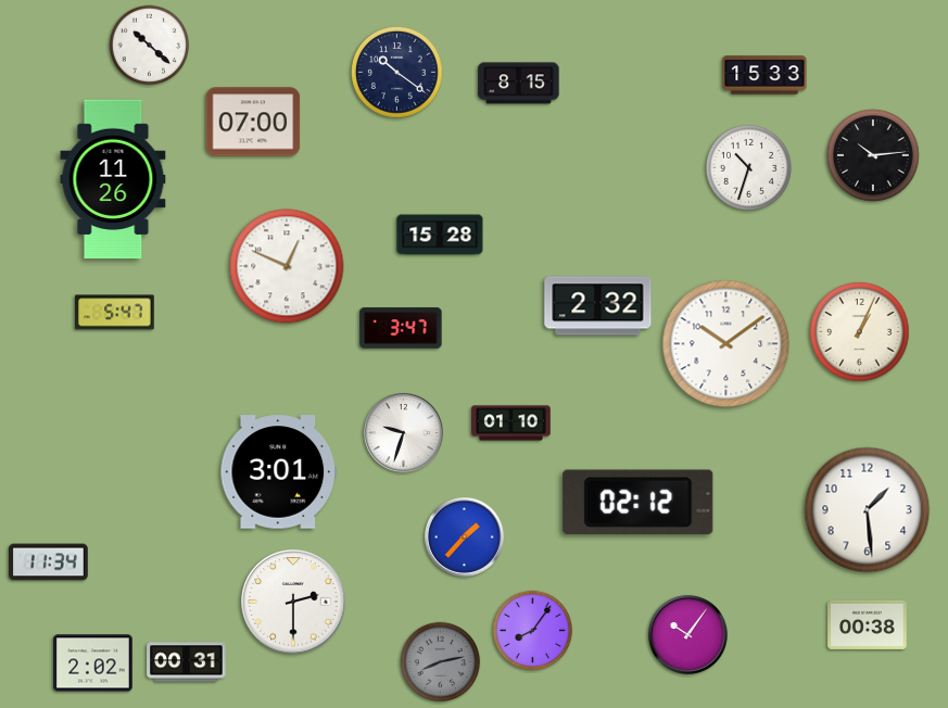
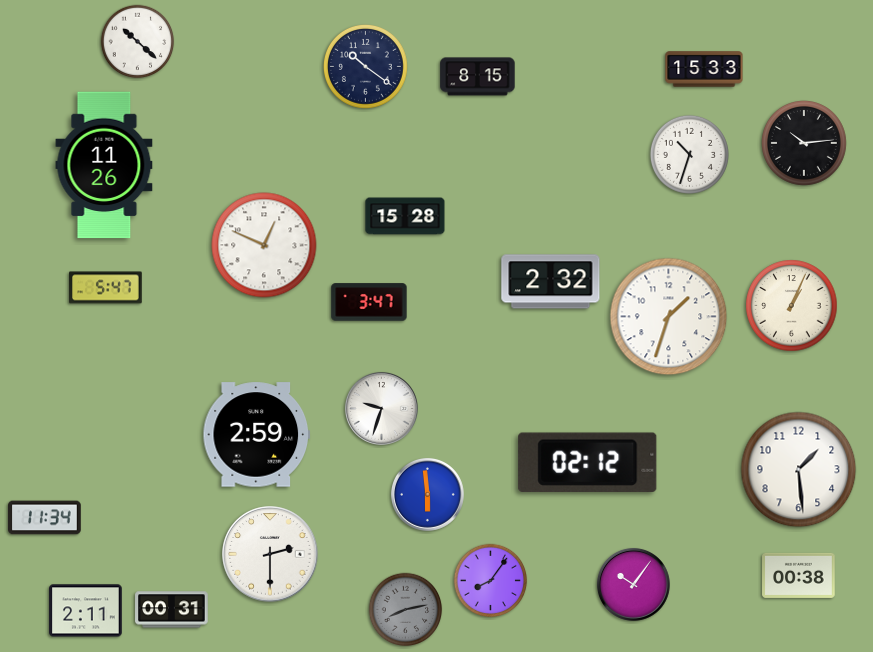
clock at (253, 122): 07:00 -> none
clock at (726, 344): 10:09 -> 1:33
clock at (511, 423): 01:10 -> none
clock at (403, 432) position: (403, 432) -> (381, 408)
clock at (278, 472): 3:01 -> 2:59
clock at (464, 536): 1:37 -> 5:59
clock at (93, 663): 2:02 -> 2:11
